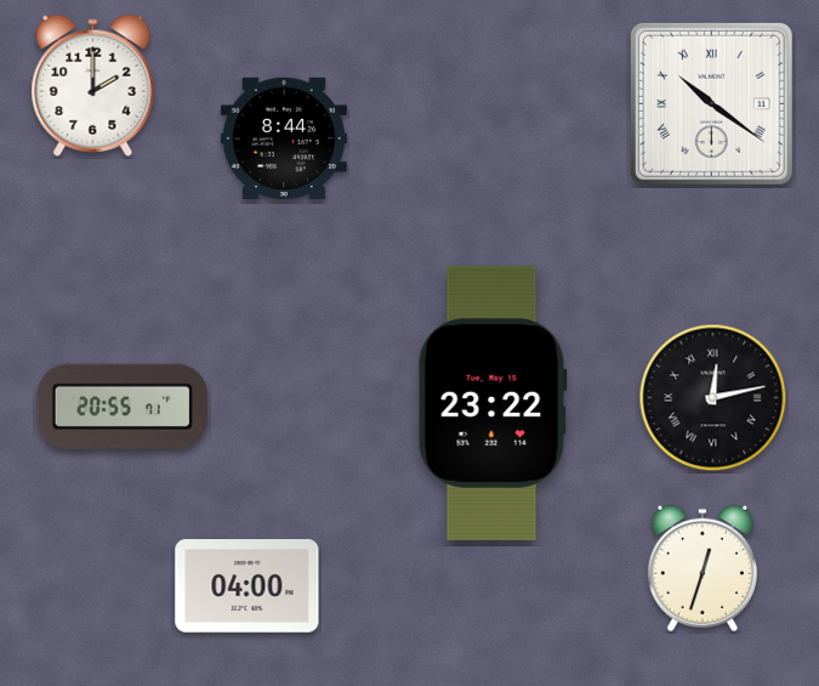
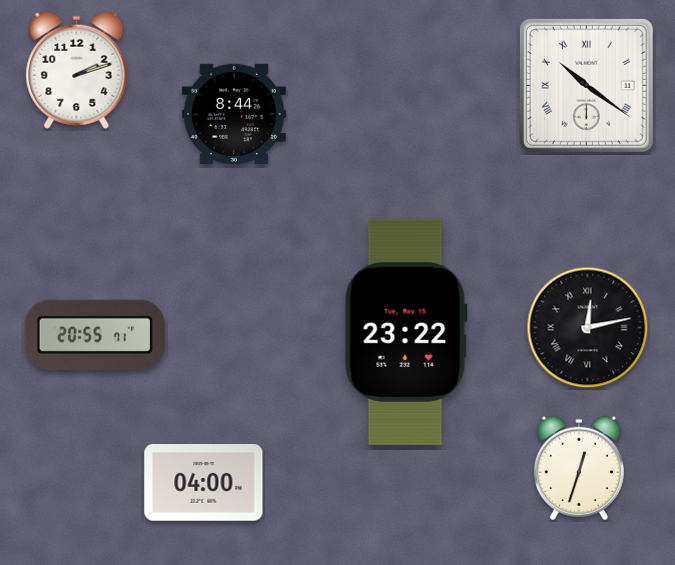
clock at (93, 85): 2:00 -> 2:12
clock at (123, 407) position: (123, 407) -> (95, 335)
